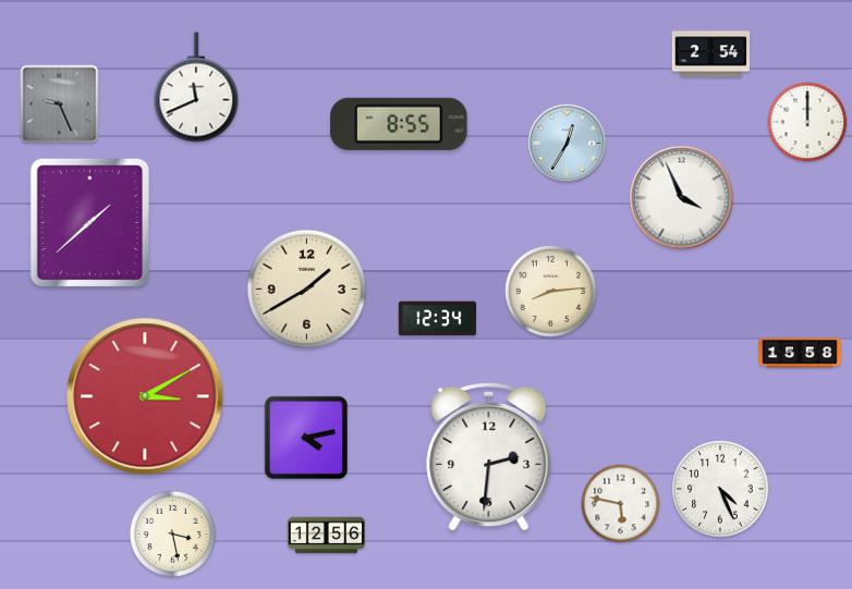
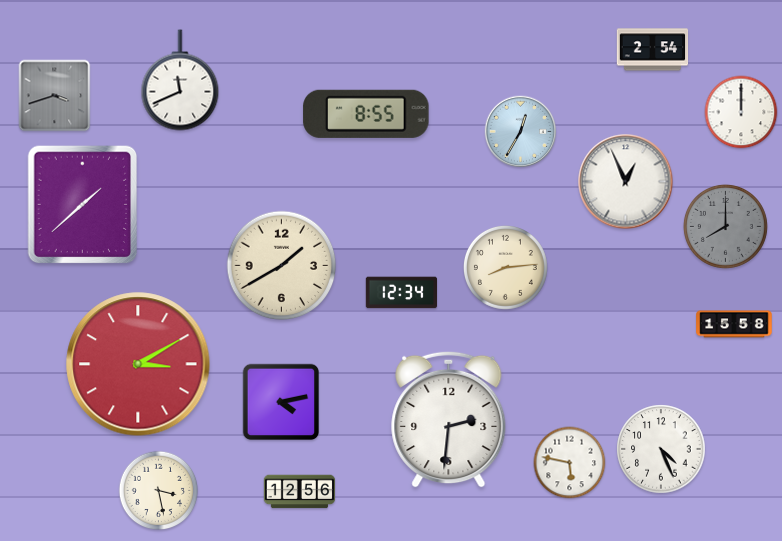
clock at (60, 105): 9:26 -> 3:42
clock at (682, 198): 3:56 -> 12:56
clock at (725, 226): none -> 8:00
clock at (145, 396) position: (145, 396) -> (138, 364)
